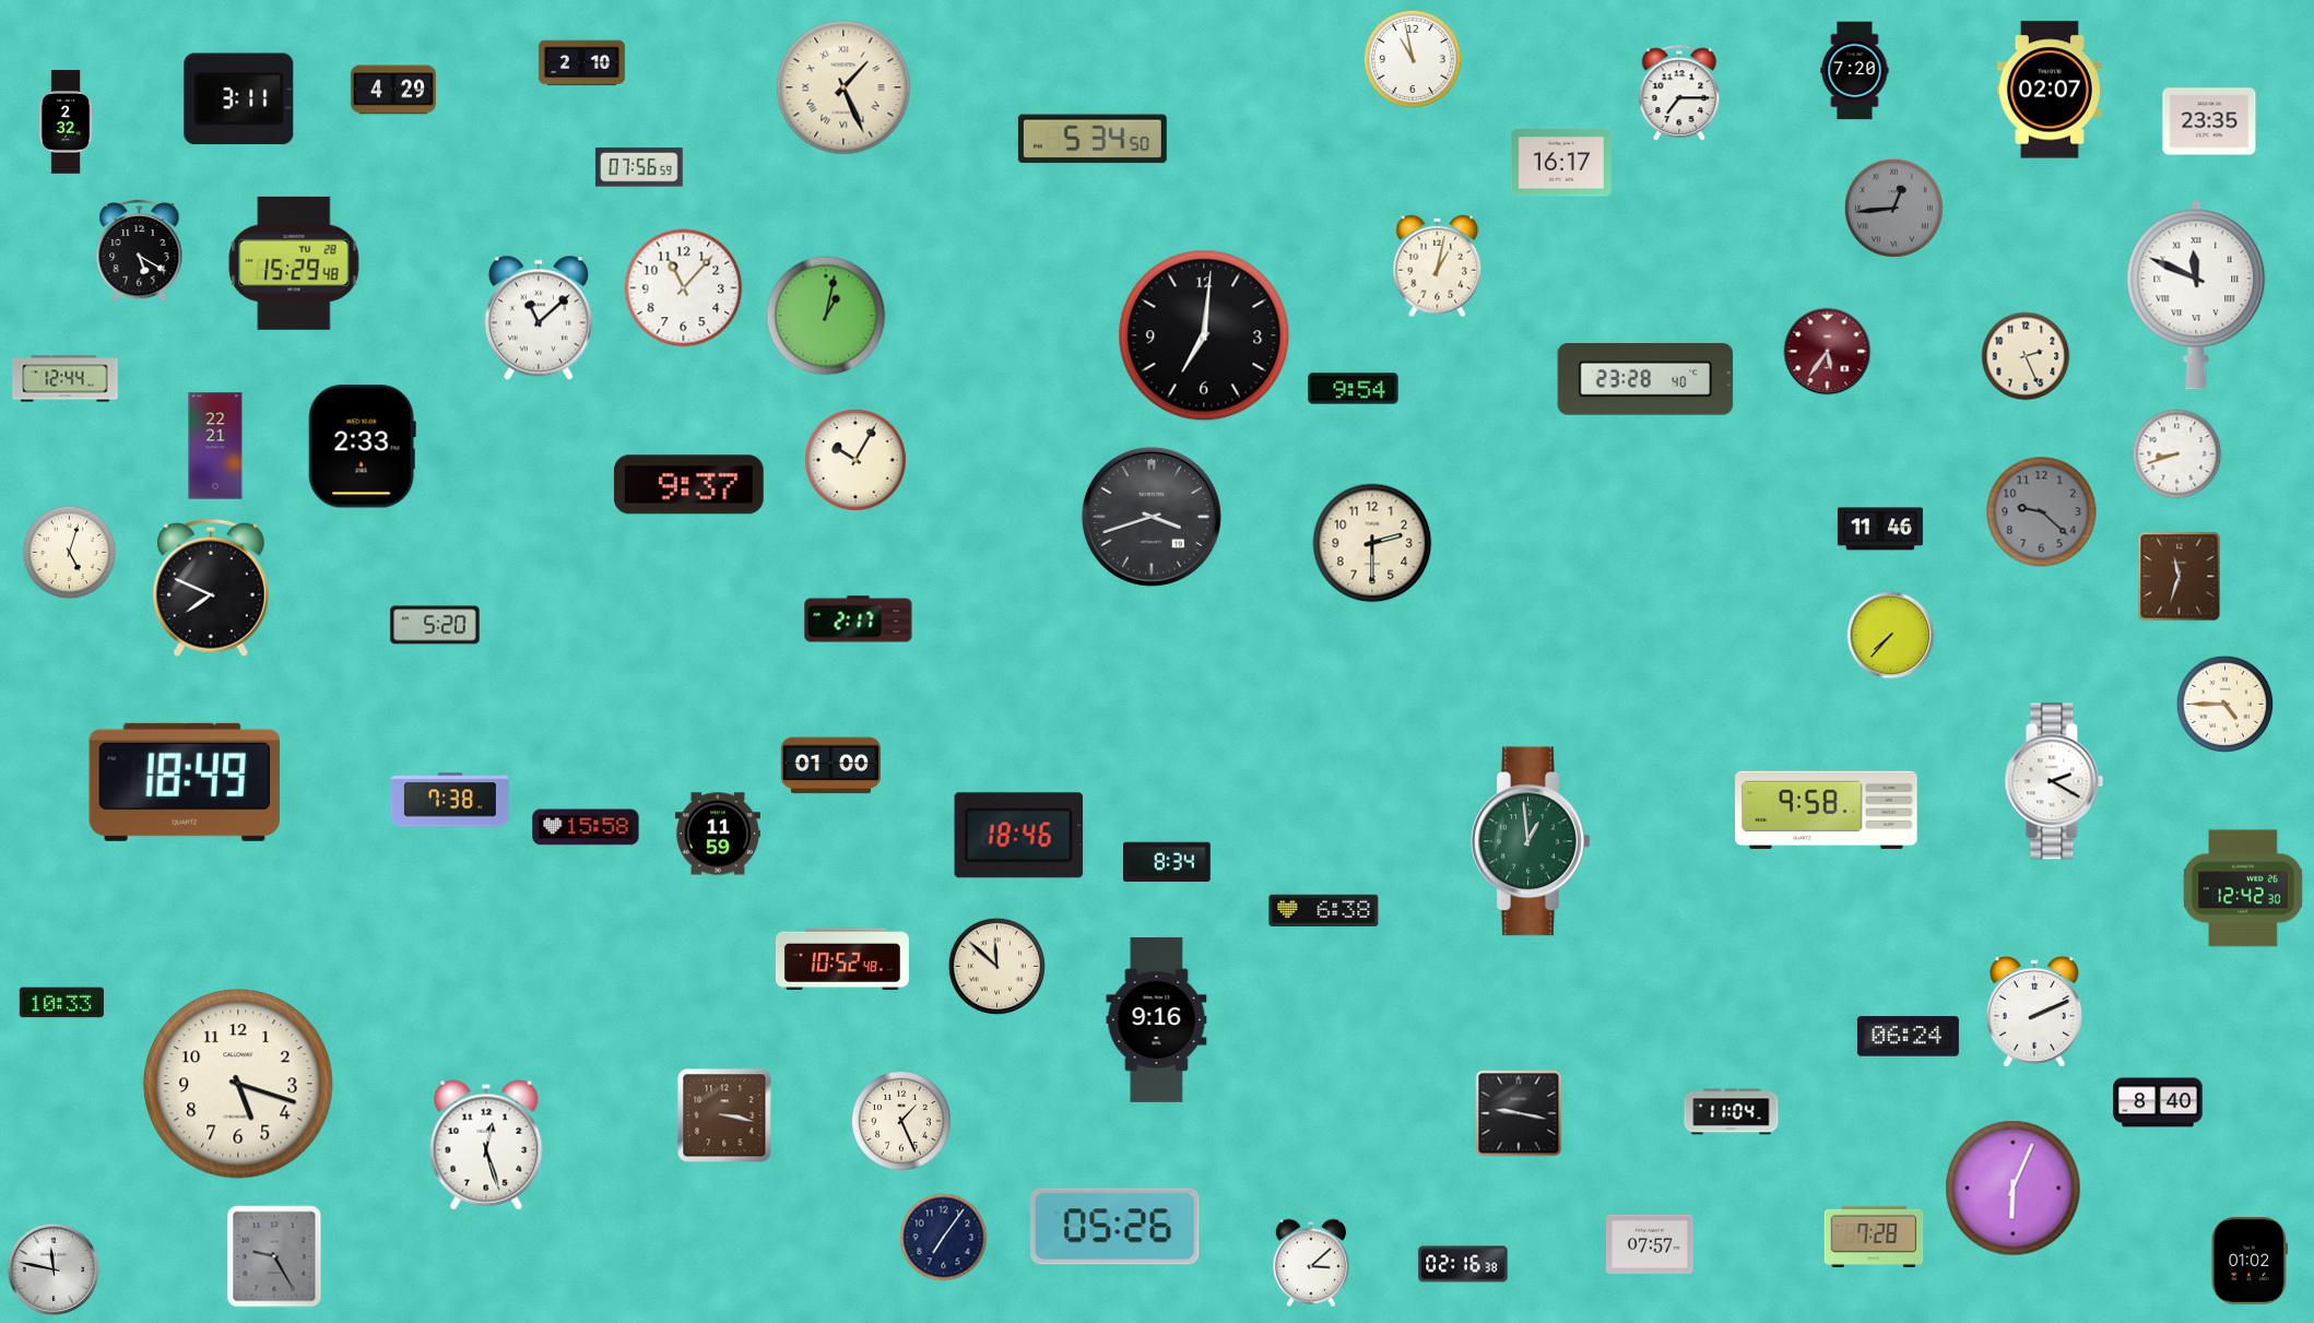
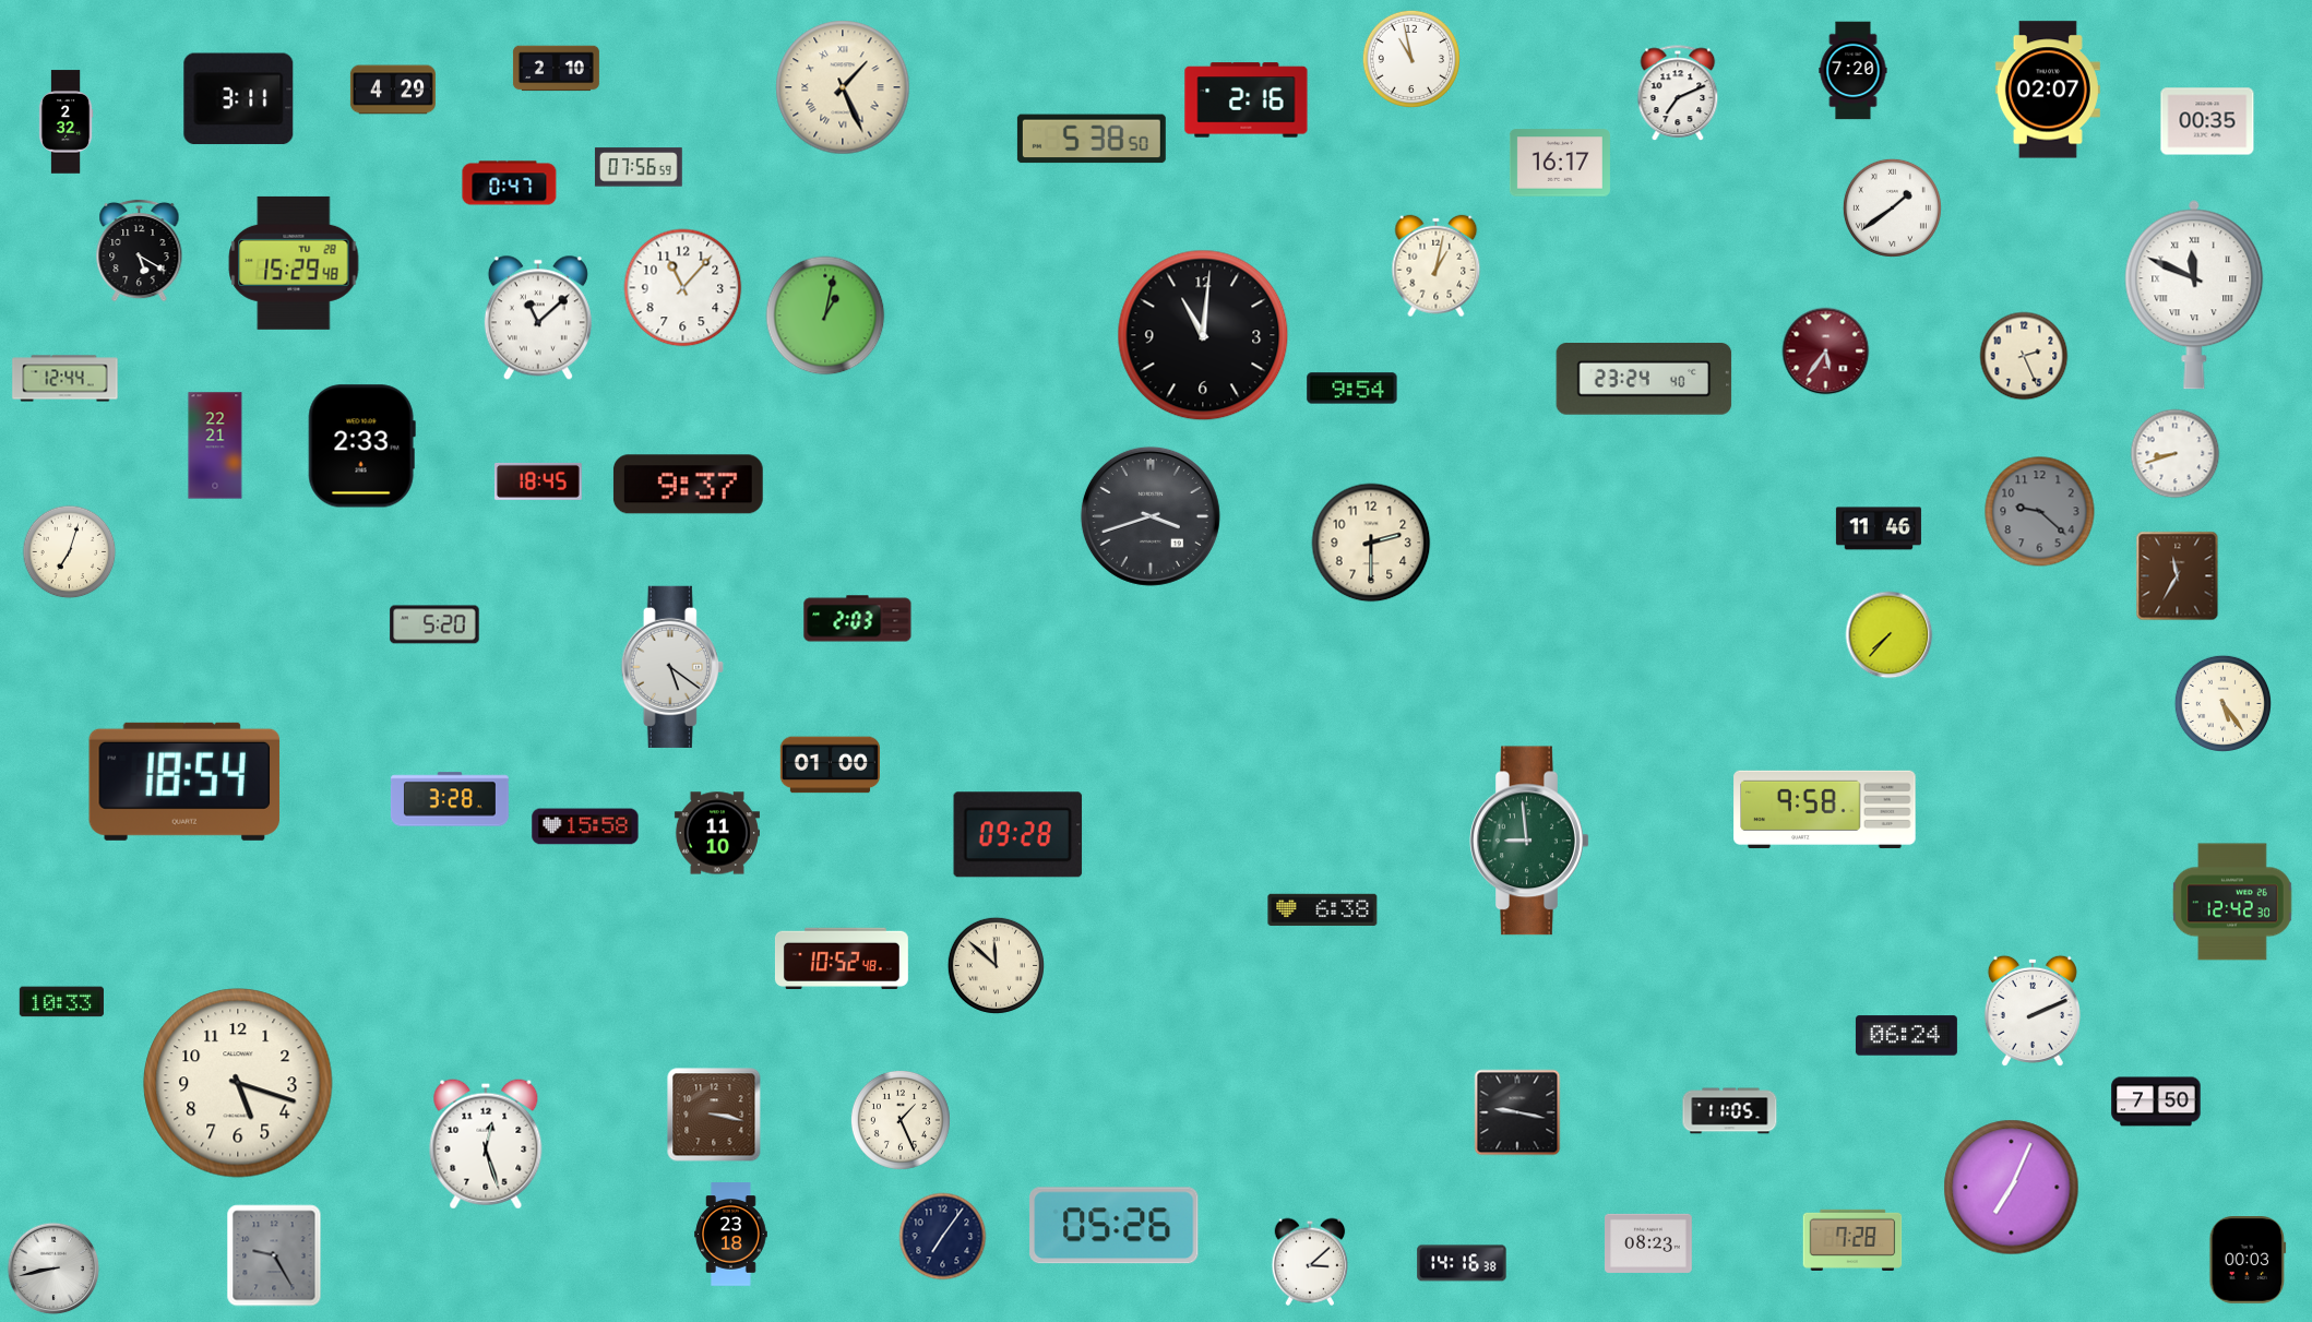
clock at (581, 63) position: (581, 63) -> (556, 69)
clock at (1679, 94): 7:15 -> 7:11
clock at (1247, 100): none -> 2:16
clock at (2209, 121): 23:35 -> 00:35
clock at (1093, 139): 5:34 -> 5:38
clock at (510, 183): none -> 0:47
clock at (1893, 208): 12:44 -> 1:39
clock at (1893, 208) dial: grey -> white
clock at (1204, 335): 7:01 -> 11:01
clock at (1645, 380): 23:28 -> 23:24
clock at (857, 461): 10:05 -> none
clock at (539, 481): none -> 18:45
clock at (70, 553): 5:03 -> 7:03
clock at (2180, 577): 11:33 -> 11:35
clock at (211, 588): 7:49 -> none
clock at (859, 619): 2:17 -> 2:03
clock at (672, 667): none -> 5:21
clock at (2224, 704): 4:45 -> 5:24
clock at (2054, 781): 2:20 -> none
clock at (185, 782): 18:49 -> 18:54
clock at (450, 800): 7:38 -> 3:28
clock at (718, 834): 11:59 -> 11:10
clock at (1019, 836): 18:46 -> 09:28
clock at (1531, 841): 12:59 -> 8:59
clock at (1168, 862): 8:34 -> none
clock at (2243, 888) position: (2243, 888) -> (2232, 902)
clock at (1157, 1020): 9:16 -> none
clock at (2158, 1102): 8:40 -> 7:50
clock at (1732, 1112): 11:04 -> 11:05
clock at (724, 1115) position: (724, 1115) -> (714, 1115)
clock at (2014, 1189): 6:04 -> 7:04
clock at (731, 1235): none -> 23:18
clock at (1874, 1237) position: (1874, 1237) -> (1852, 1240)
clock at (1651, 1244): 07:57 -> 08:23
clock at (2250, 1262): 01:02 -> 00:03
clock at (1463, 1264): 02:16 -> 14:16
clock at (54, 1269): 11:47 -> 8:43
